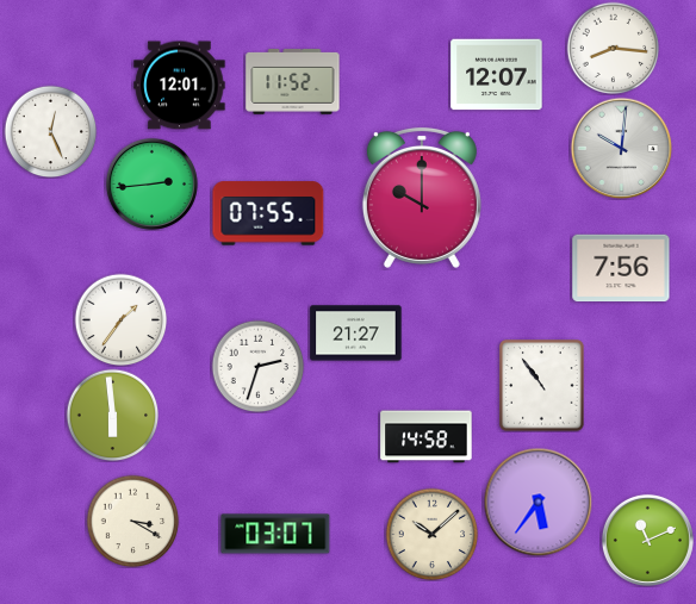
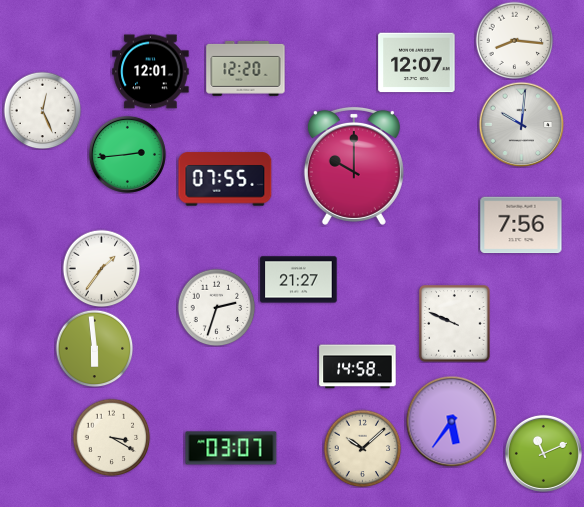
clock at (293, 81): 11:52 -> 12:20
clock at (542, 386): 10:54 -> 9:49
